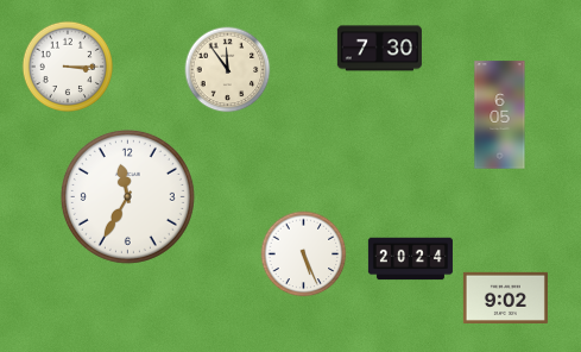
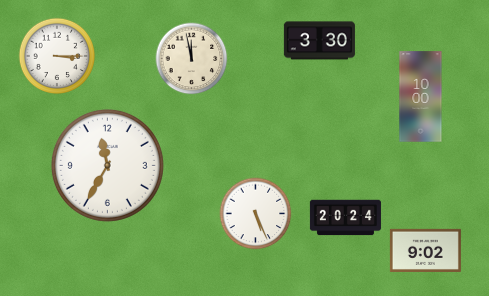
clock at (379, 49): 7:30 -> 3:30
clock at (228, 70): 11:54 -> 11:58
clock at (500, 115): 6:05 -> 10:00
